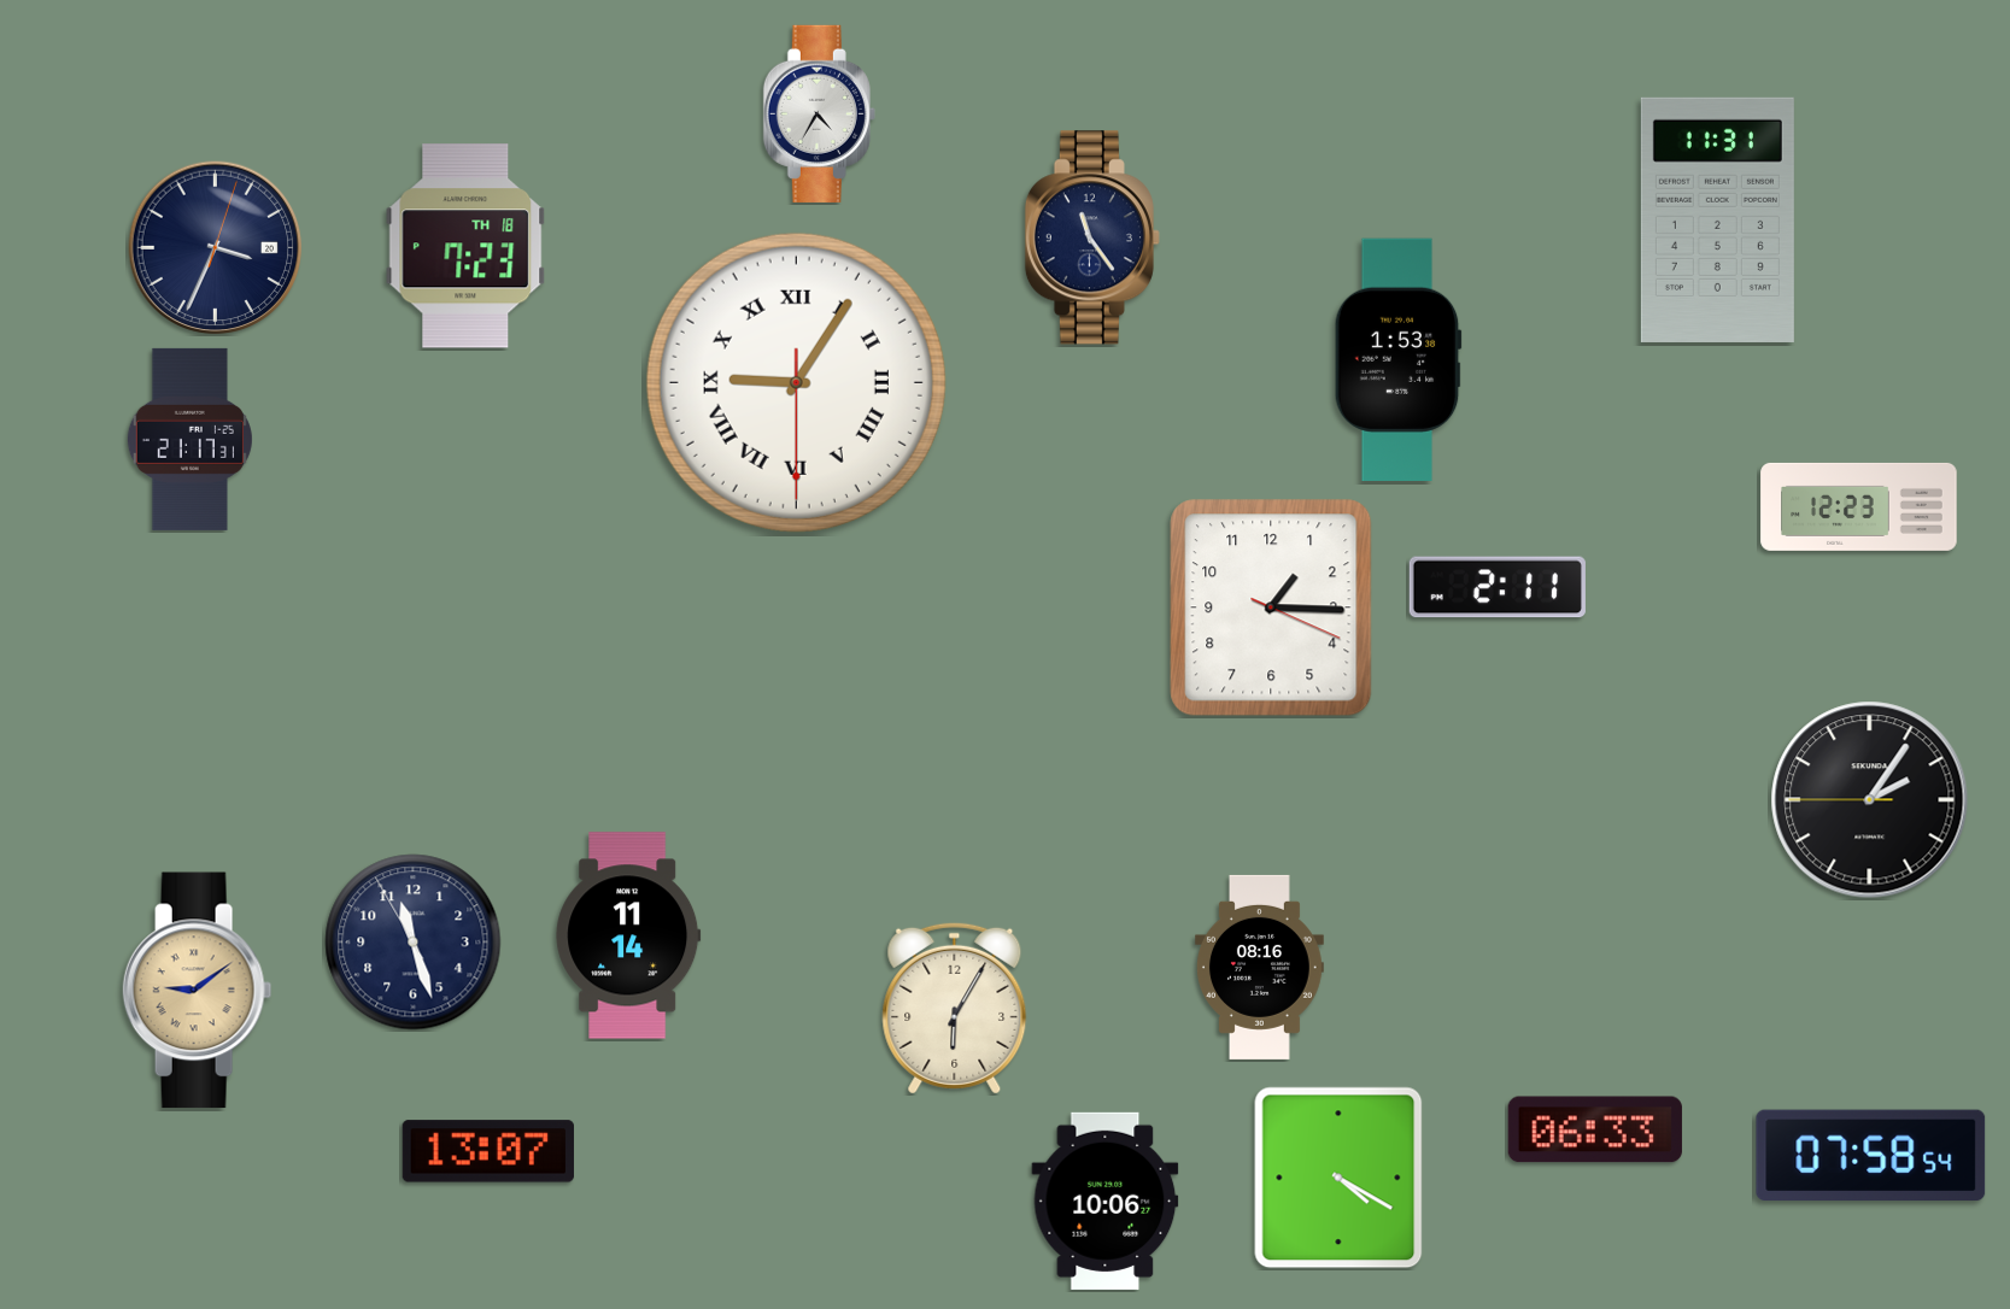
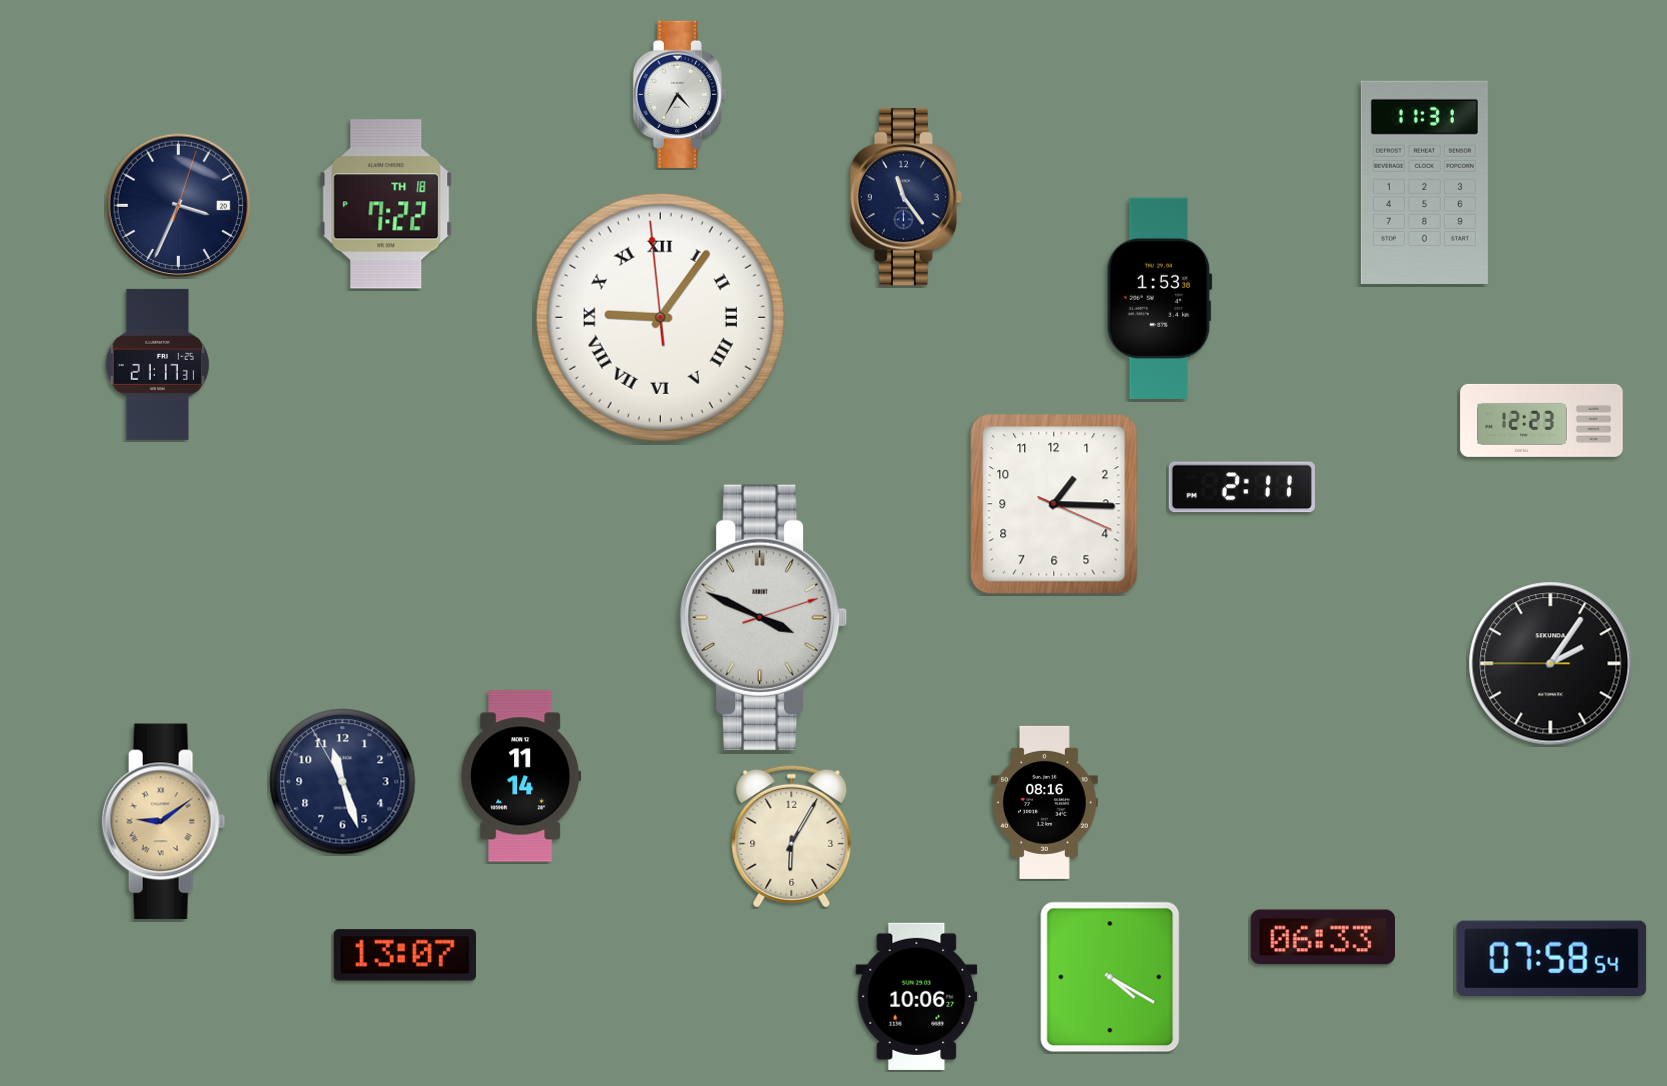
clock at (465, 246): 7:23 -> 7:22
clock at (796, 382): 9:05:30 -> 9:05:59
clock at (764, 617): none -> 3:49
